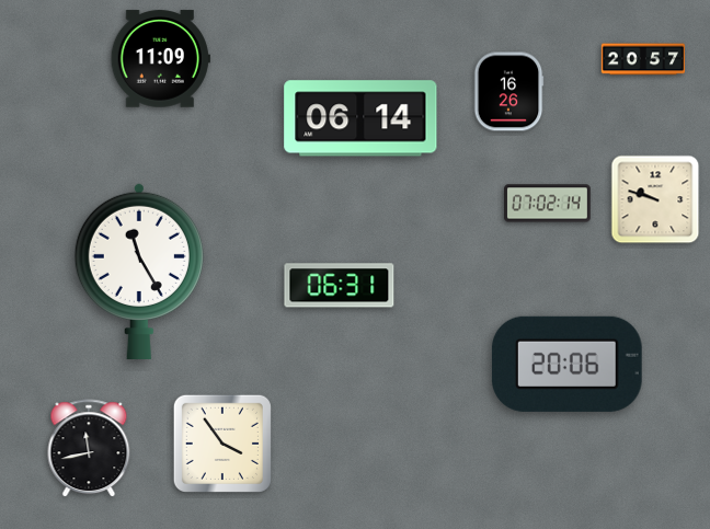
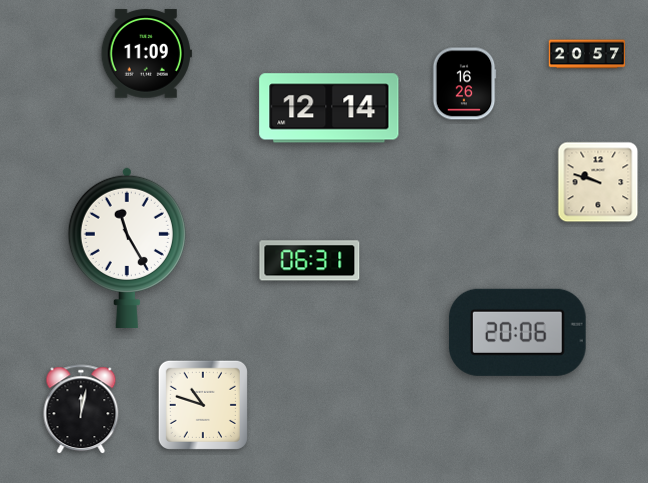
clock at (360, 118): 06:14 -> 12:14
clock at (548, 204): 07:02 -> none
clock at (222, 444): 3:54 -> 10:48
clock at (89, 449): 11:43 -> 12:02
